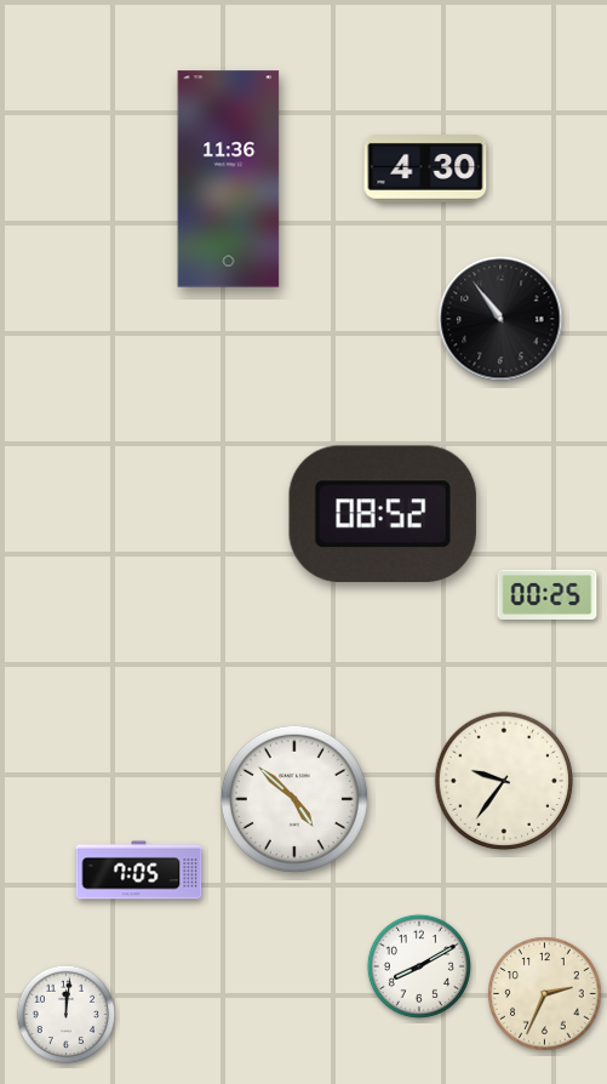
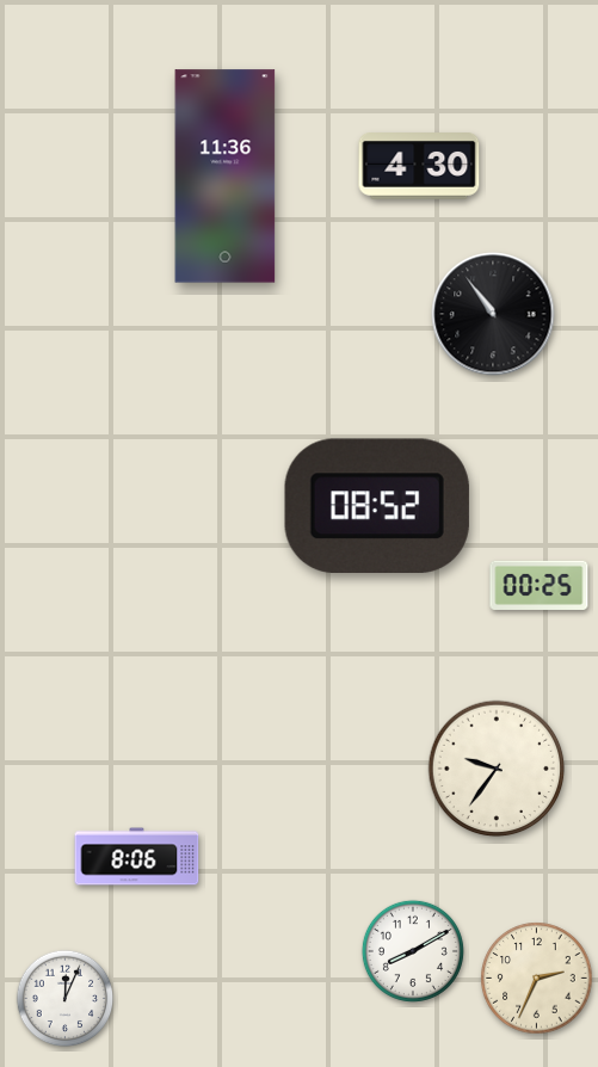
clock at (294, 799): 4:52 -> none
clock at (139, 871): 7:05 -> 8:06
clock at (67, 1015): 12:01 -> 12:04
